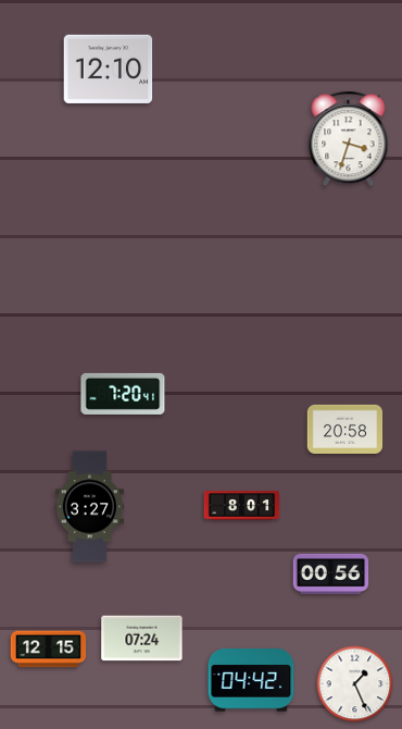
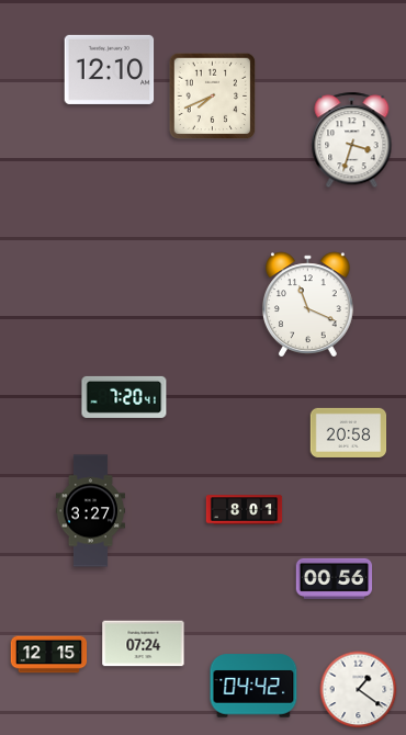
clock at (213, 97): none -> 7:41
clock at (308, 305): none -> 11:19
clock at (355, 684): 1:26 -> 1:21
